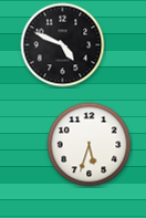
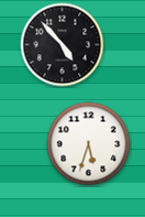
clock at (63, 45): 4:49 -> 4:53
